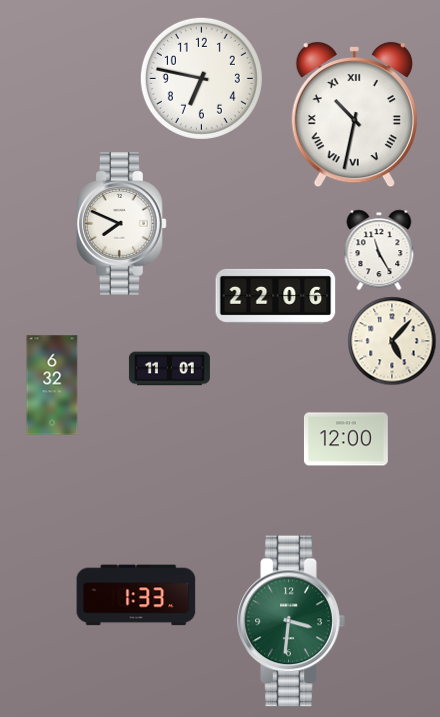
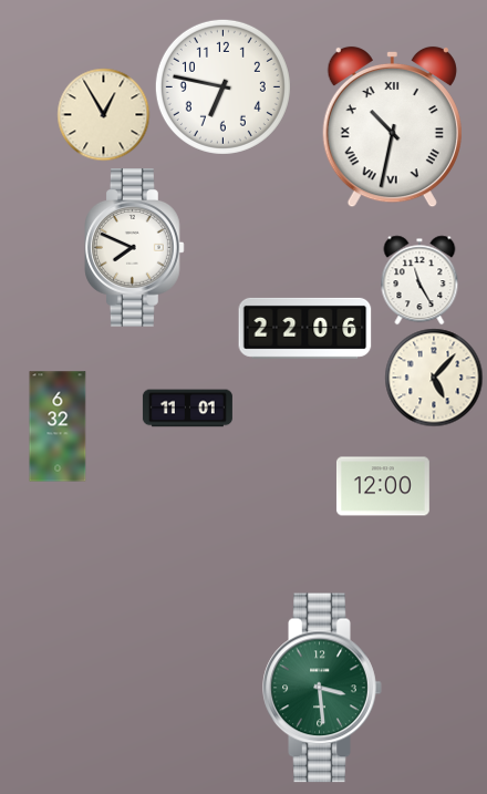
clock at (103, 114): none -> 12:55
clock at (379, 250) position: (379, 250) -> (419, 280)
clock at (136, 595): 1:33 -> none
clock at (291, 621): 3:31 -> 3:29
